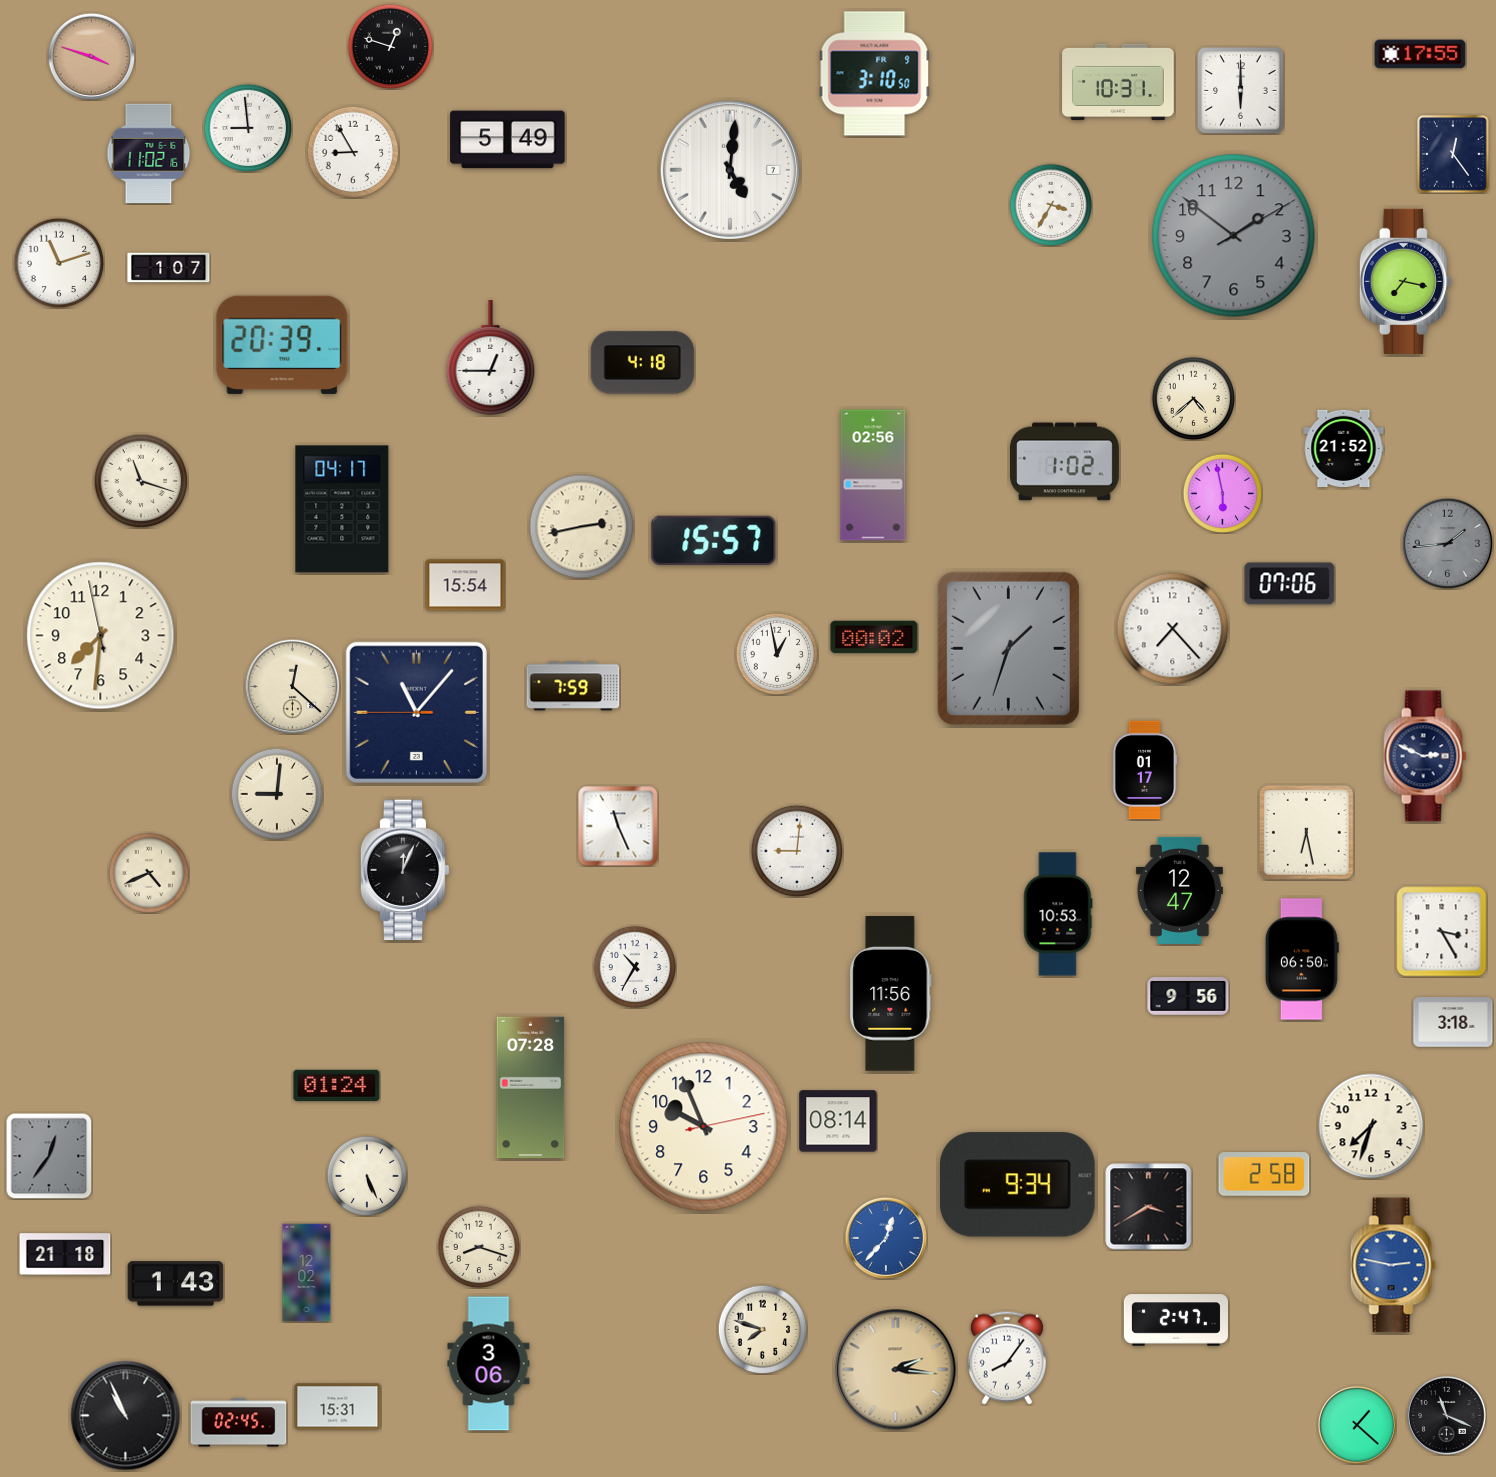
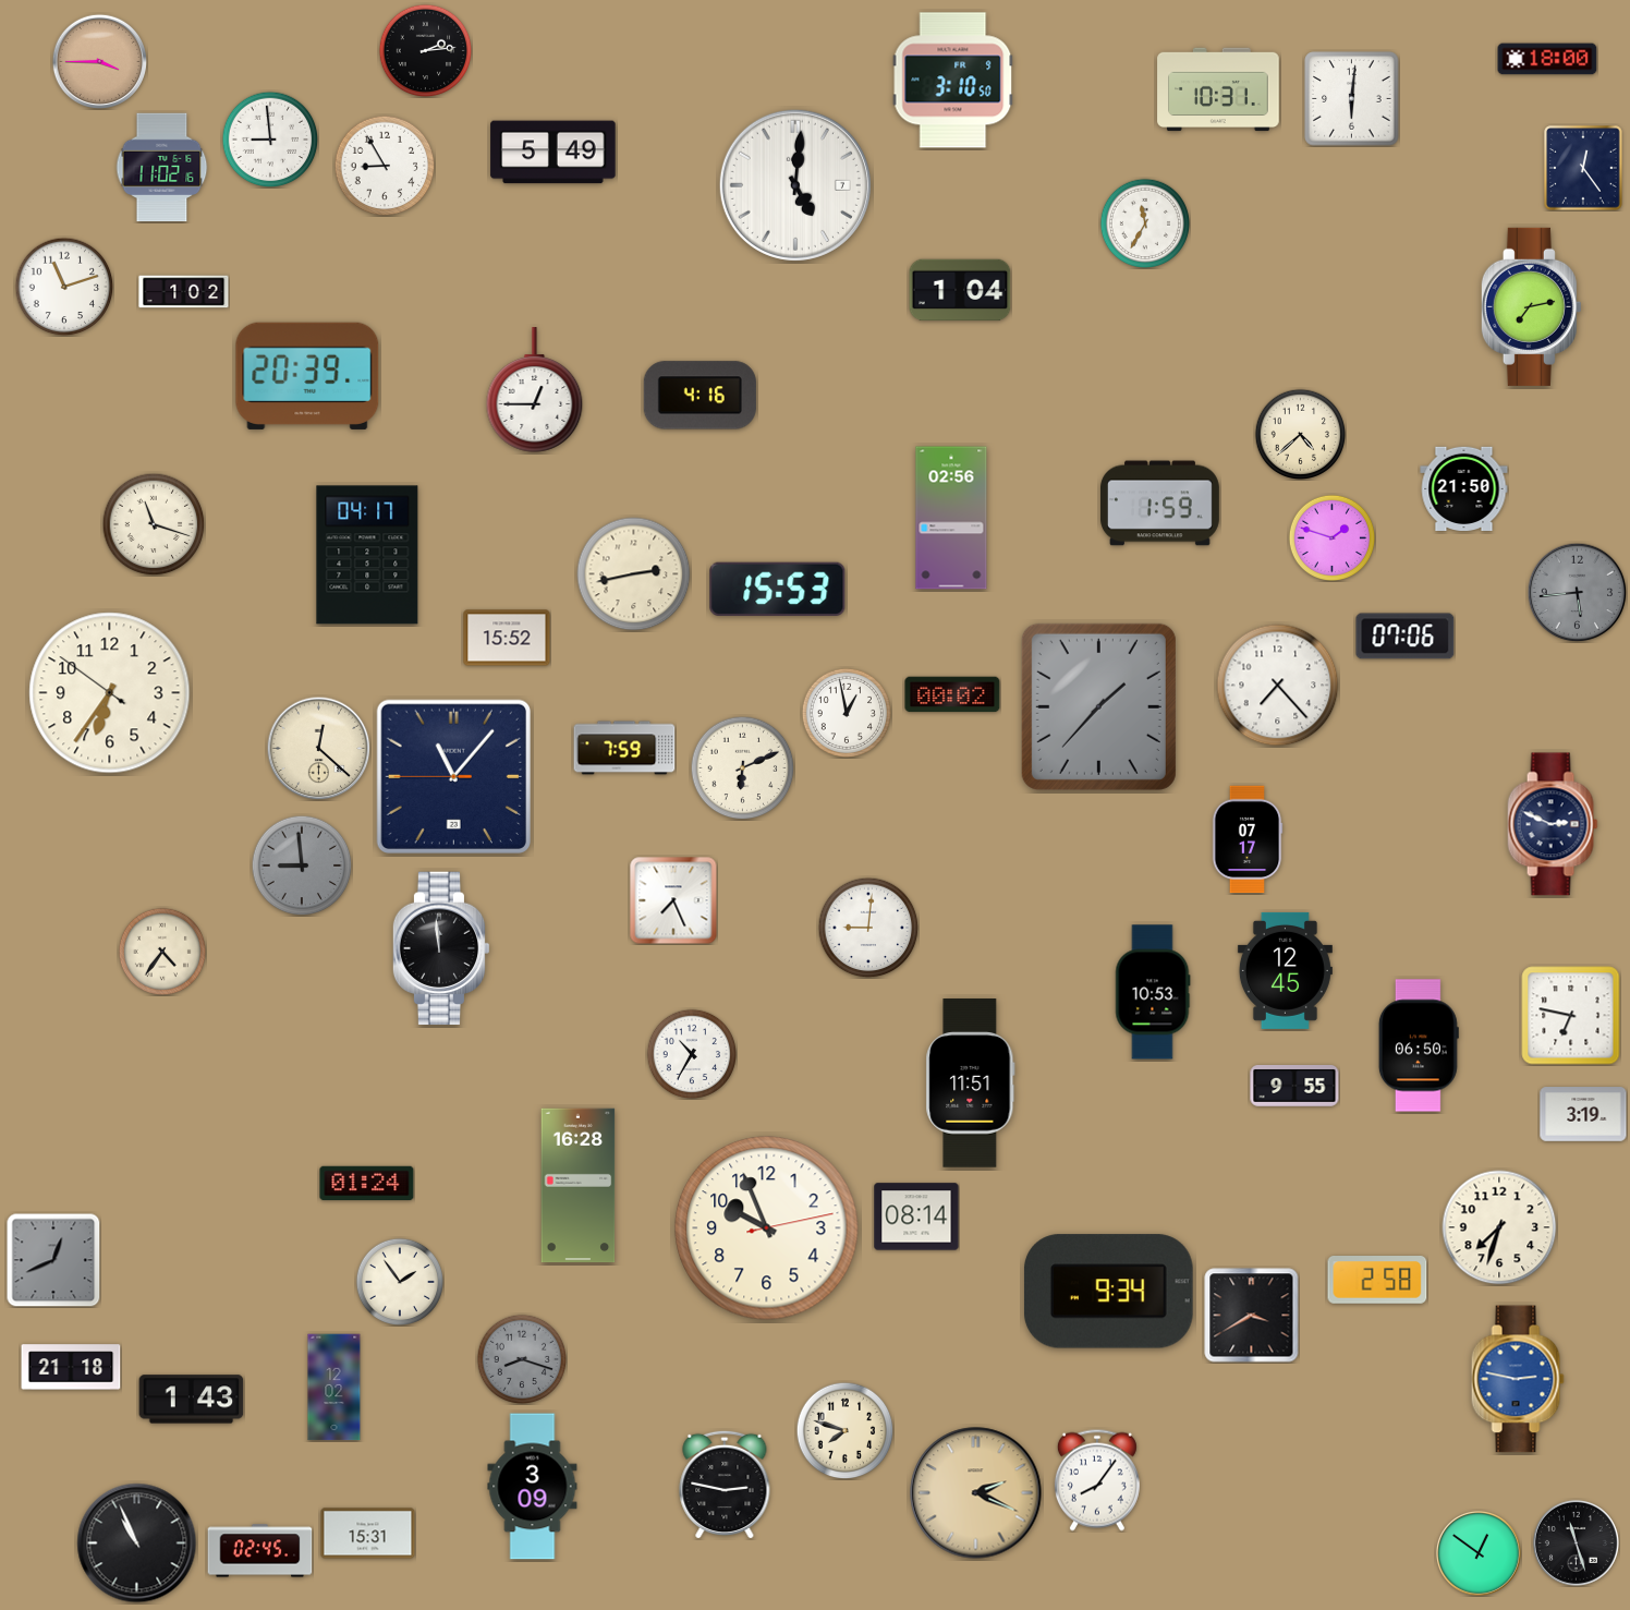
clock at (390, 46): 12:48 -> 2:14
clock at (1420, 54): 17:55 -> 18:00
clock at (91, 56): 3:48 -> 3:45
clock at (1241, 91): 6:00 -> 6:01
clock at (1050, 204): 3:35 -> 11:35
clock at (1234, 236): 1:51 -> none
clock at (960, 290): none -> 1:04
clock at (169, 268): 1:07 -> 1:02
clock at (1405, 281): 7:17 -> 7:13
clock at (642, 363): 4:18 -> 4:16
clock at (1344, 448): 21:52 -> 21:50
clock at (1065, 462): 1:02 -> 1:59
clock at (1222, 493): 5:58 -> 1:48
clock at (342, 509) position: (342, 509) -> (367, 555)
clock at (714, 540): 15:57 -> 15:53
clock at (1447, 543): 1:44 -> 5:44
clock at (465, 585): 15:54 -> 15:52
clock at (101, 636): 7:30 -> 6:35
clock at (1008, 648): 1:33 -> 1:37
clock at (742, 767): none -> 6:11
clock at (1145, 770): 01:17 -> 07:17
clock at (277, 794): 9:01 -> 8:59
clock at (277, 794) dial: cream -> grey
clock at (618, 826): 11:26 -> 7:26
clock at (1306, 832): 6:28 -> none
clock at (405, 870): 12:04 -> 11:59
clock at (148, 872): 4:41 -> 4:36
clock at (1179, 890): 12:47 -> 12:45
clock at (1058, 914) position: (1058, 914) -> (1153, 992)
clock at (1442, 932): 3:25 -> 6:47
clock at (891, 994): 11:56 -> 11:51
clock at (1188, 997): 9:56 -> 9:55
clock at (1453, 1022): 3:18 -> 3:19
clock at (531, 1088): 07:28 -> 16:28
clock at (838, 1121) position: (838, 1121) -> (916, 1216)
clock at (1371, 1126) position: (1371, 1126) -> (1499, 1227)
clock at (49, 1156): 12:36 -> 12:41
clock at (366, 1175): 5:26 -> 1:54
clock at (886, 1238): 12:37 -> none
clock at (478, 1246) dial: cream -> grey
clock at (1176, 1320): 2:47 -> none
clock at (762, 1329) position: (762, 1329) -> (844, 1430)
clock at (725, 1485): none -> 2:47
clock at (489, 1364): 3:06 -> 3:09
clock at (896, 1370): 2:16 -> 2:19
clock at (1446, 1415): 11:19 -> 11:27
clock at (1357, 1425): 1:22 -> 12:51
